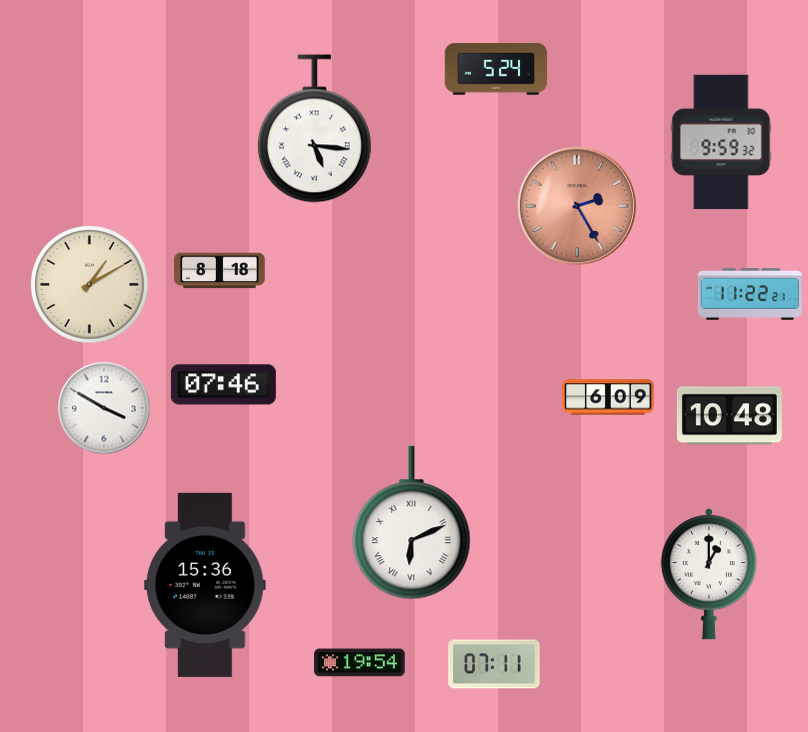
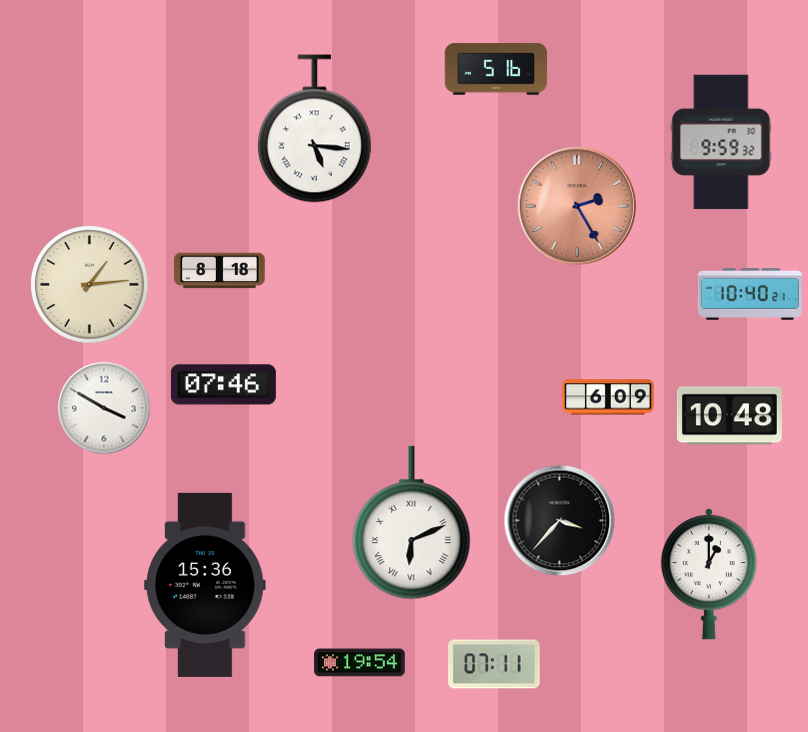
clock at (496, 69): 5:24 -> 5:16
clock at (90, 285): 1:10 -> 1:14
clock at (750, 295): 11:22 -> 10:40
clock at (560, 521): none -> 3:37
